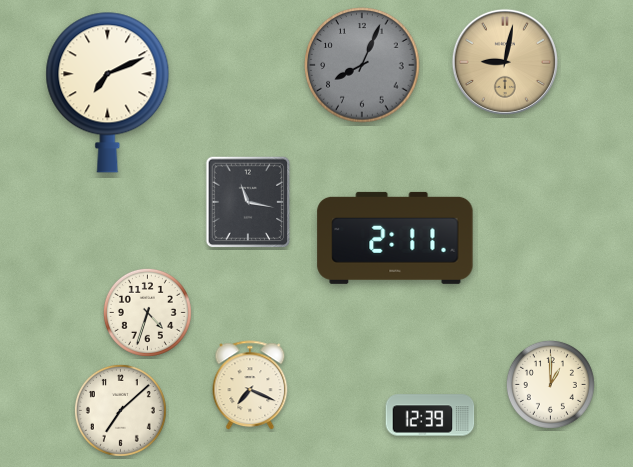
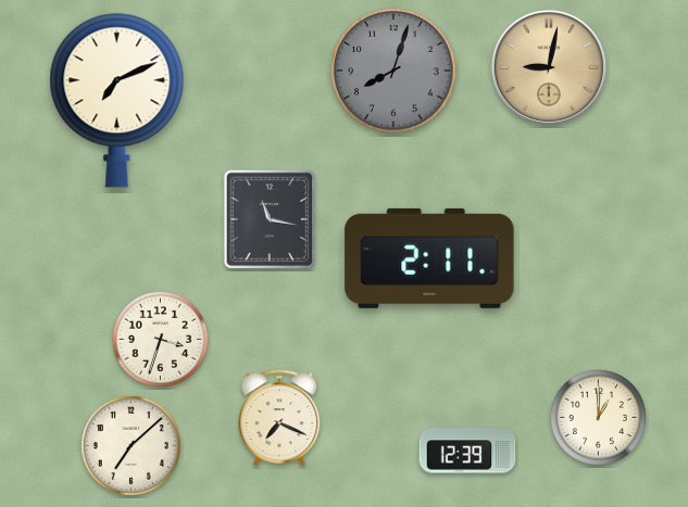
clock at (362, 65): 8:04 -> 8:03
clock at (147, 312): 4:33 -> 3:33
clock at (250, 386) position: (250, 386) -> (279, 419)
